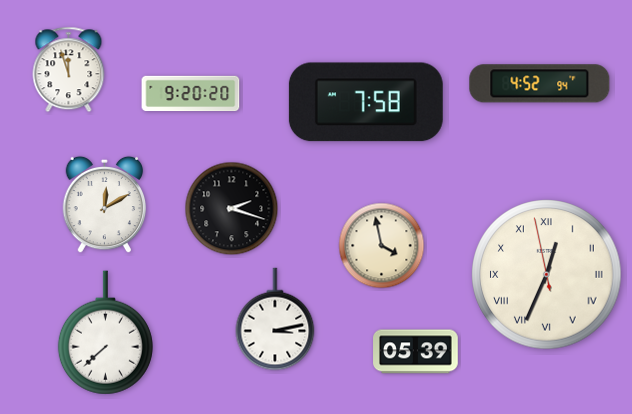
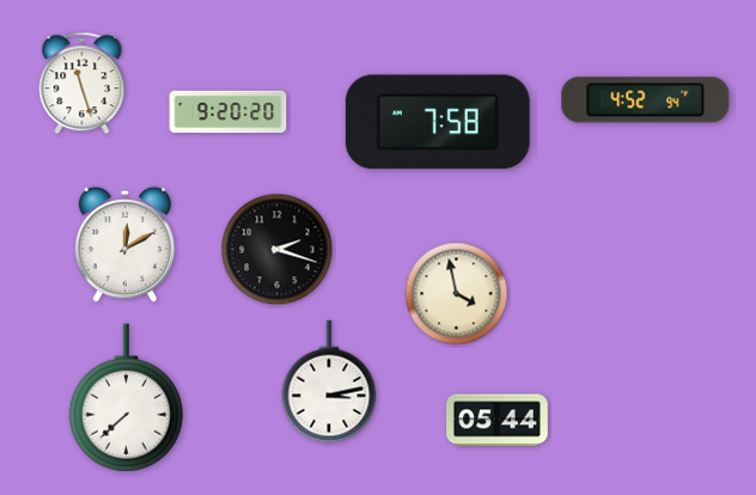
clock at (69, 70): 11:57 -> 11:27
clock at (547, 275): 12:33 -> none
clock at (416, 352): 05:39 -> 05:44
